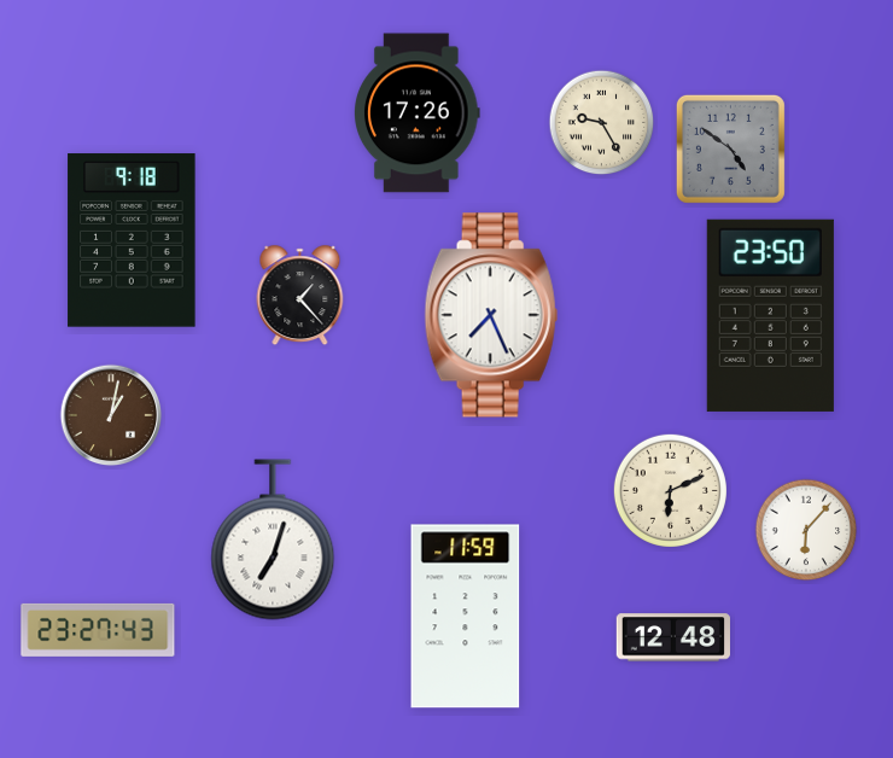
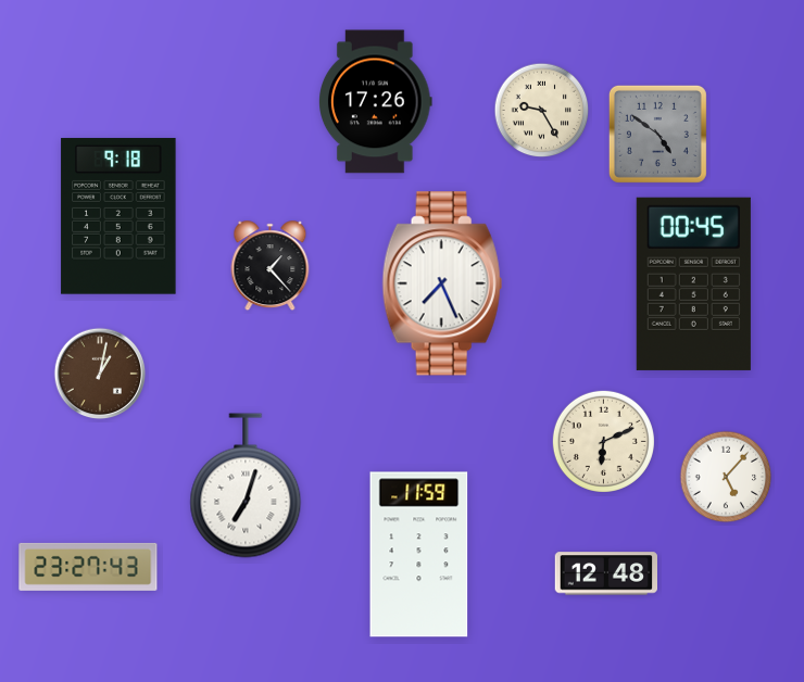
clock at (770, 315): 23:50 -> 00:45
clock at (806, 530): 6:07 -> 5:07
